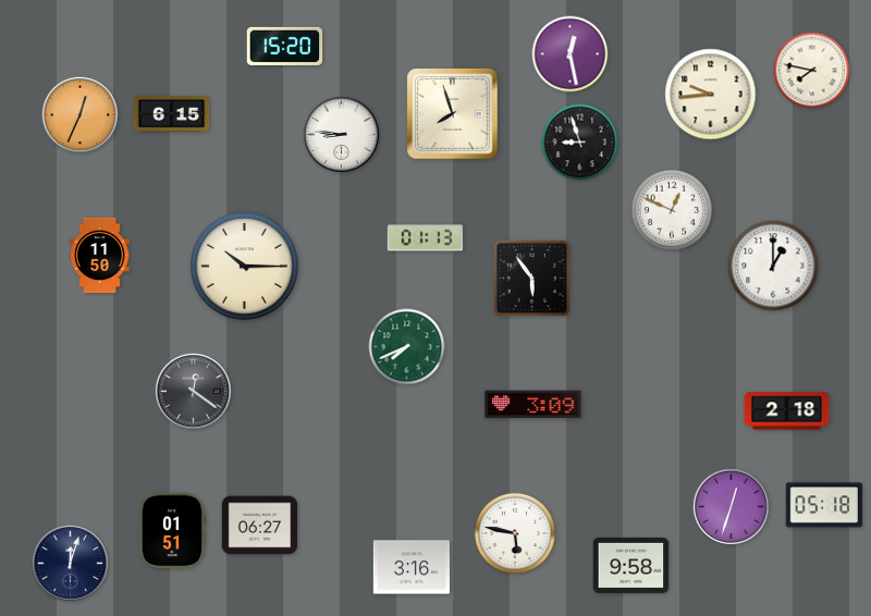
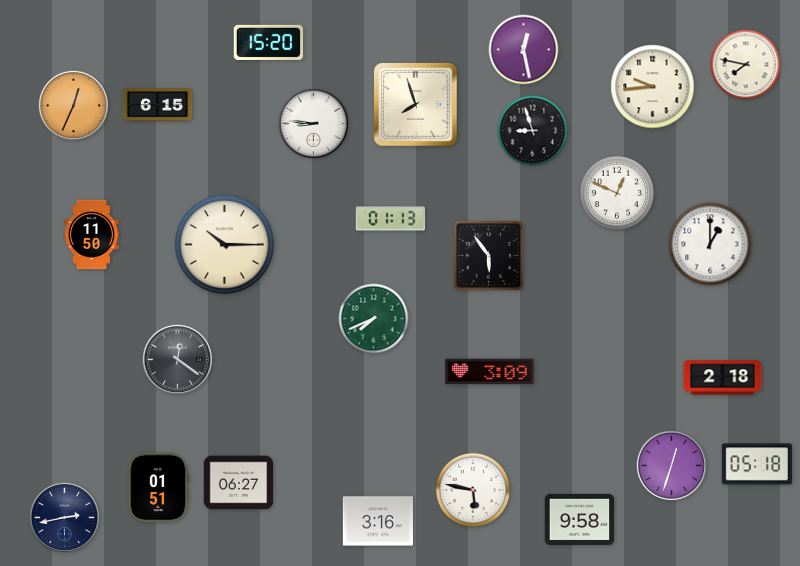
clock at (285, 46) position: (285, 46) -> (269, 42)
clock at (70, 563): 12:03 -> 2:43
